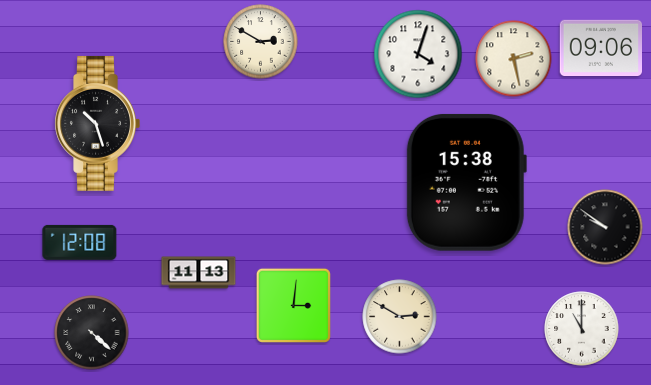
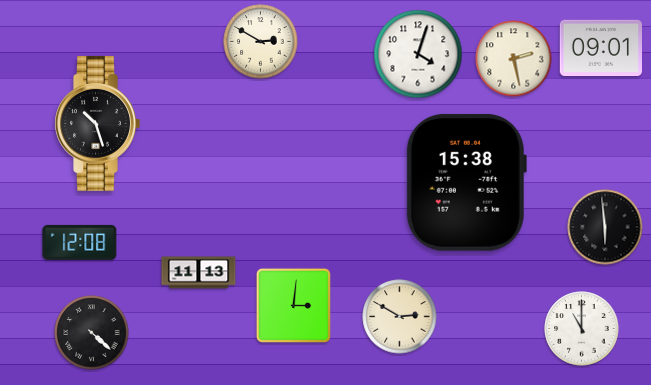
clock at (601, 47): 09:06 -> 09:01
clock at (605, 227): 9:51 -> 5:59
